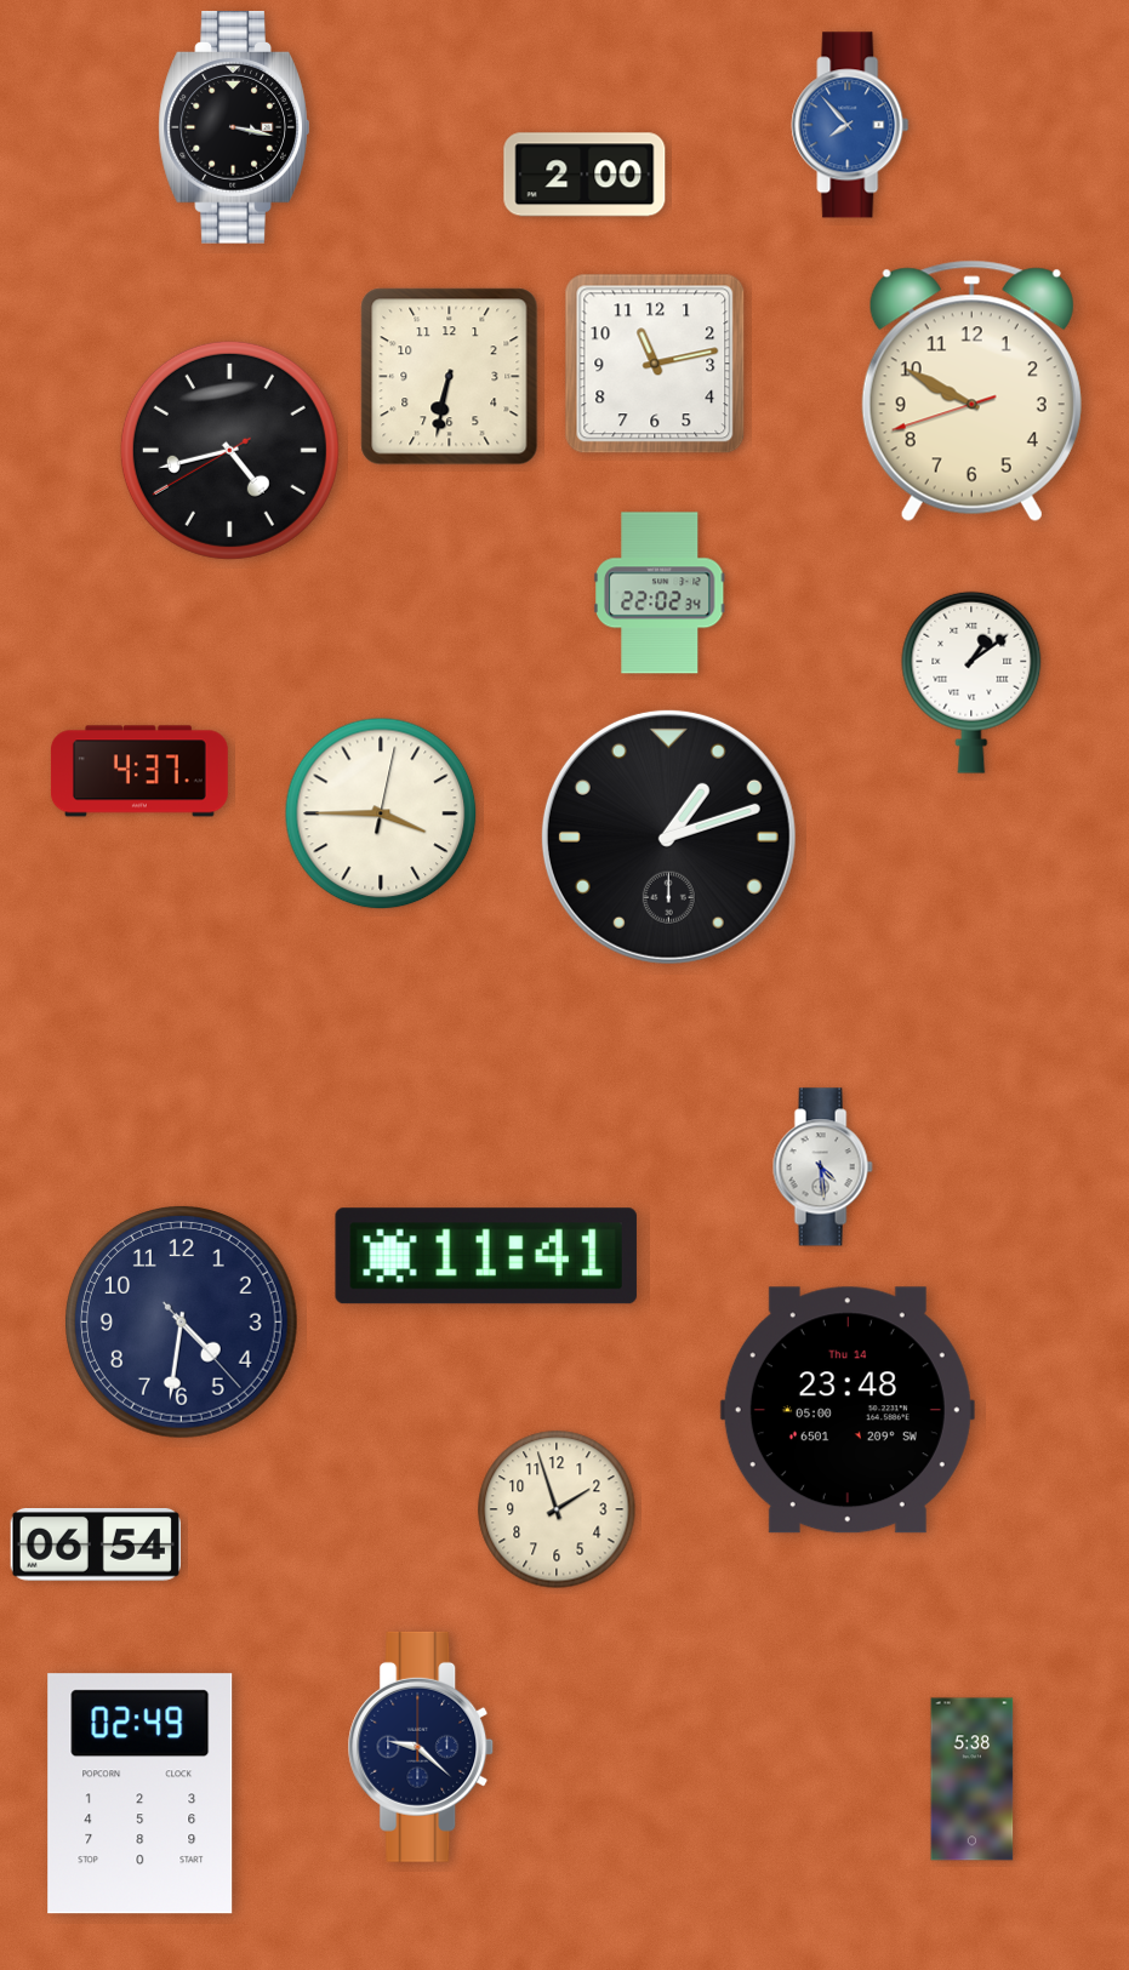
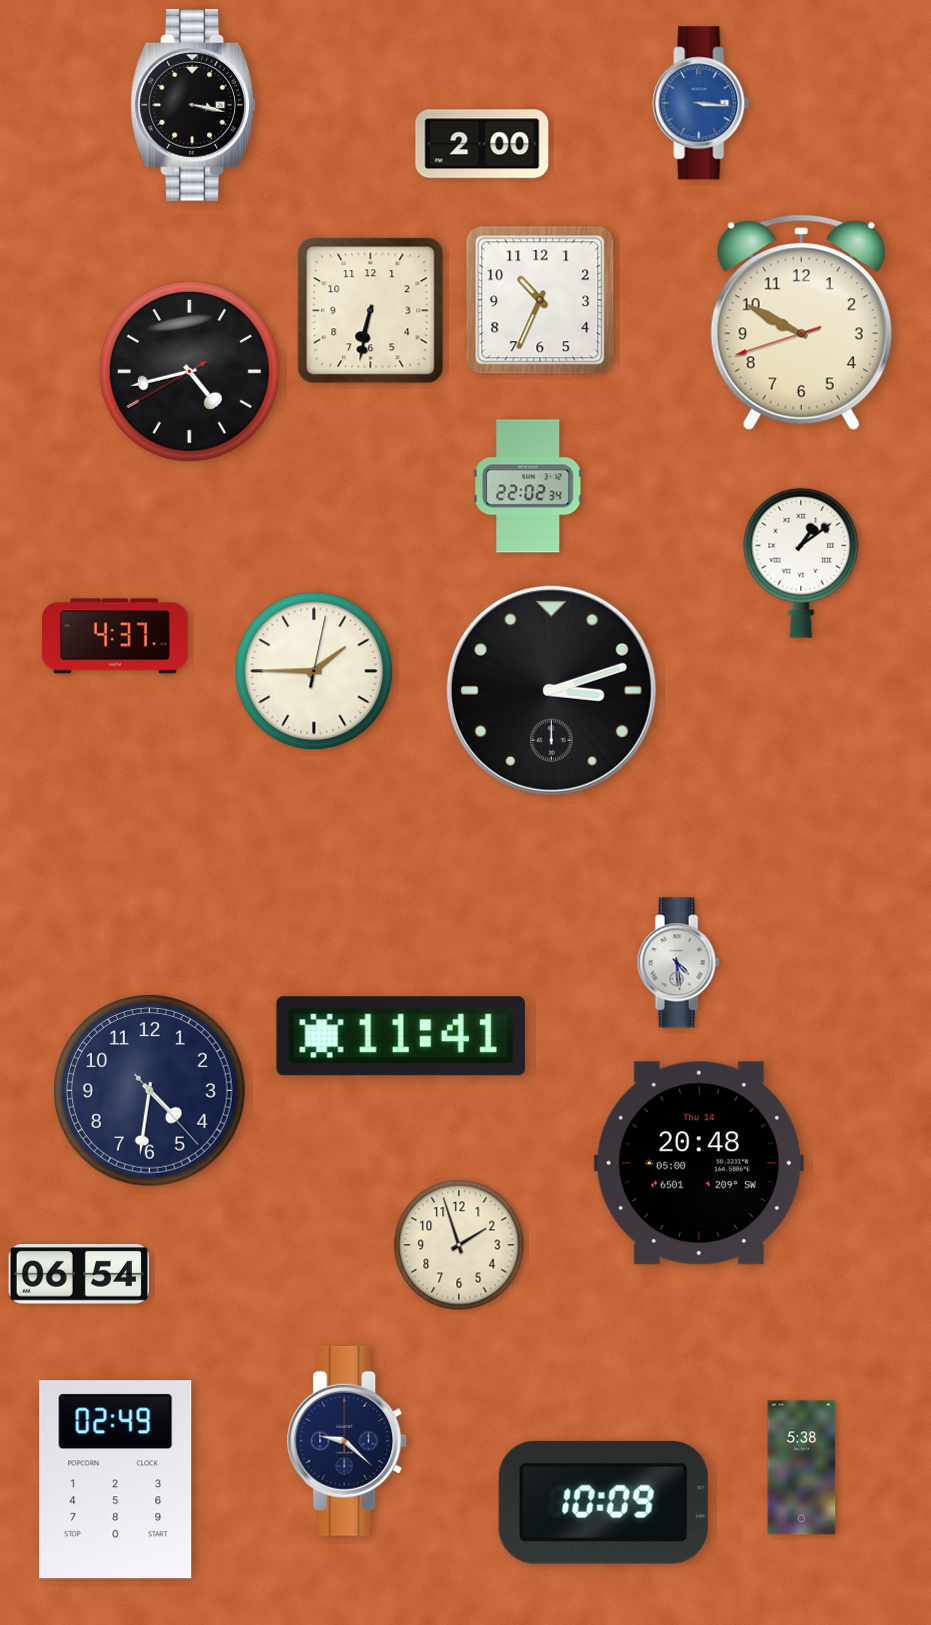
clock at (850, 125): 7:53 -> 3:16
clock at (655, 364): 11:13 -> 10:34
clock at (661, 593) position: (661, 593) -> (529, 486)
clock at (381, 813): 3:45 -> 1:45
clock at (668, 836): 1:12 -> 3:12
clock at (848, 1410): 23:48 -> 20:48
clock at (603, 1502): none -> 10:09
